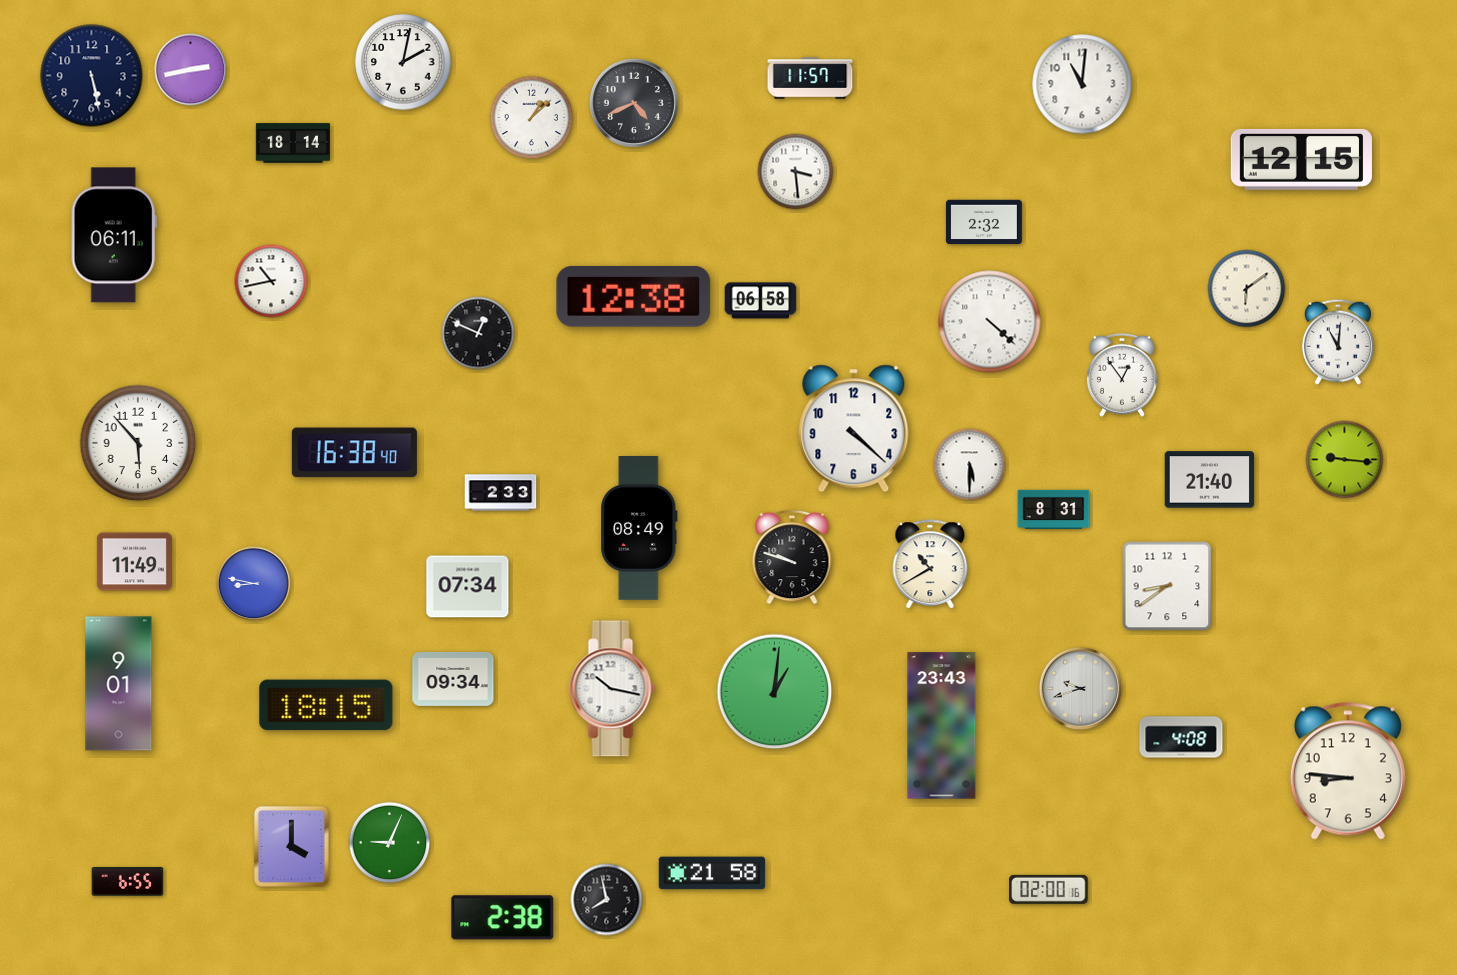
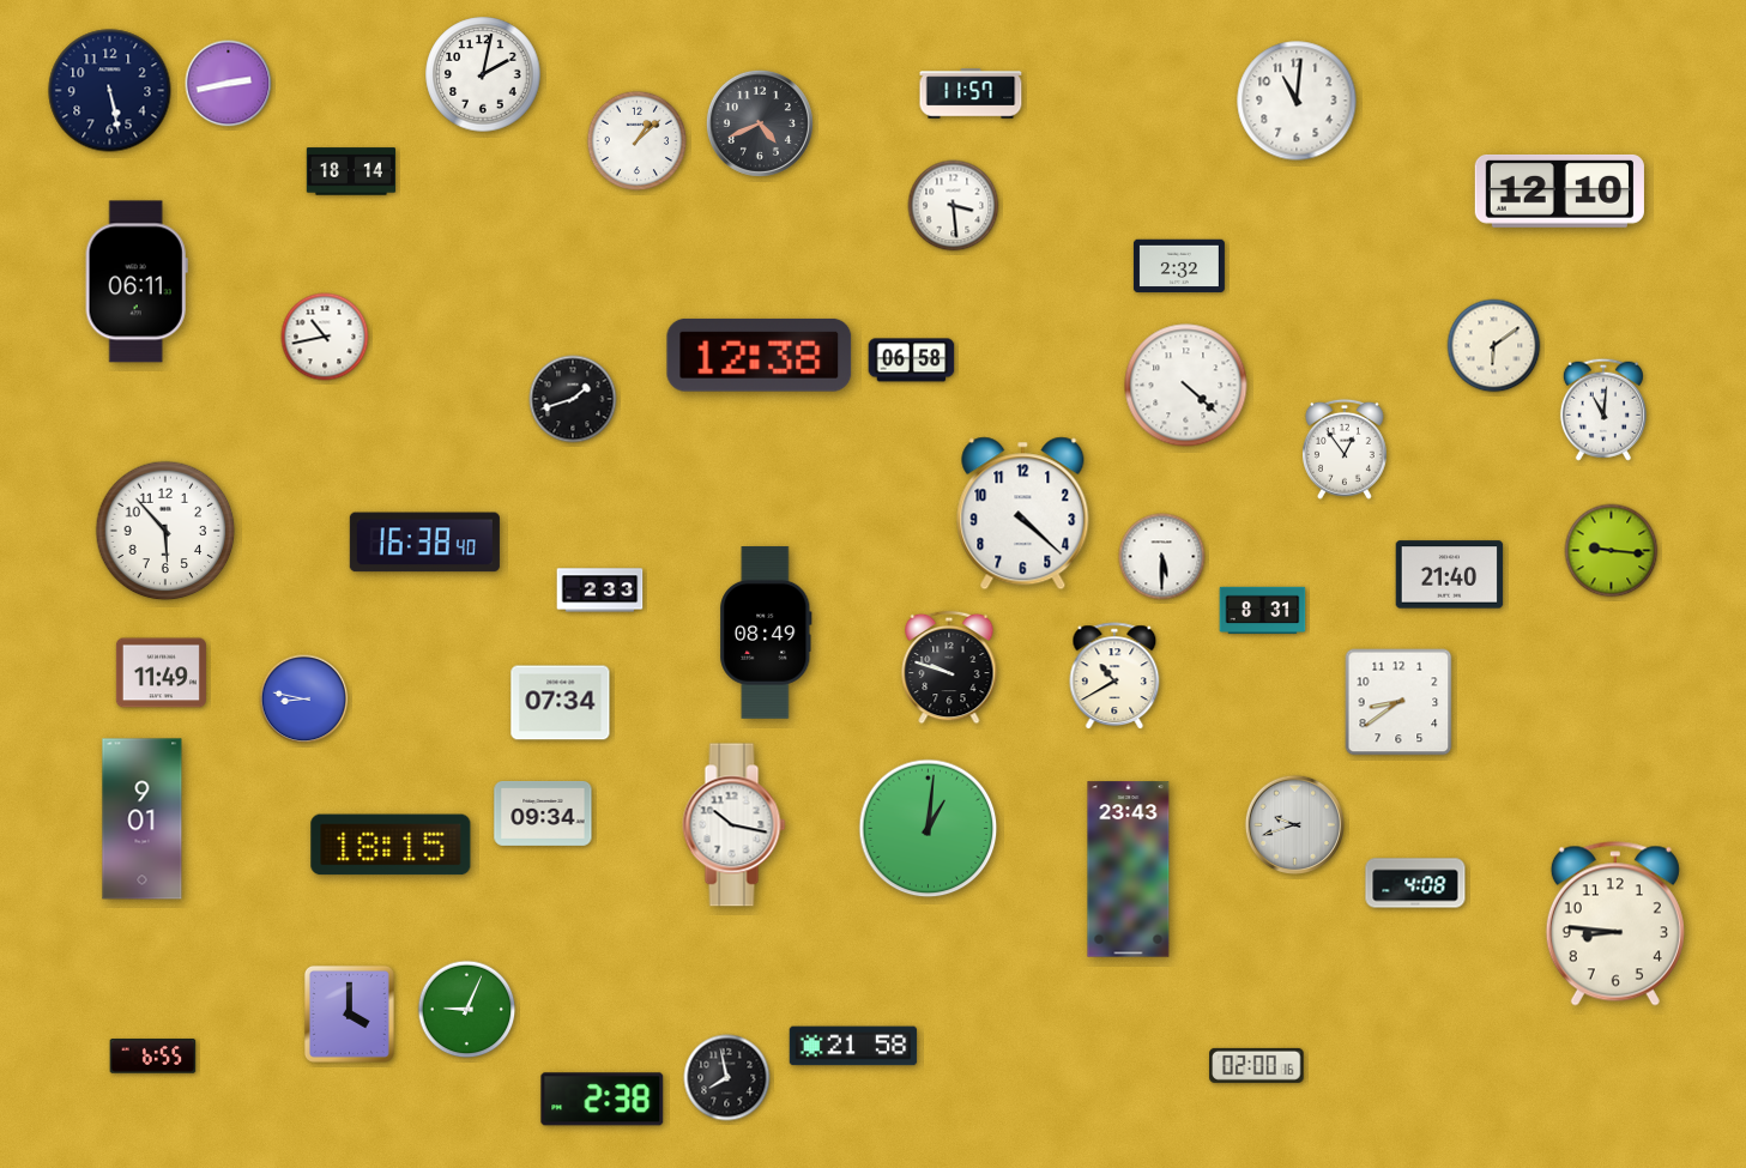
clock at (1301, 160): 12:15 -> 12:10
clock at (478, 333): 12:49 -> 1:42
